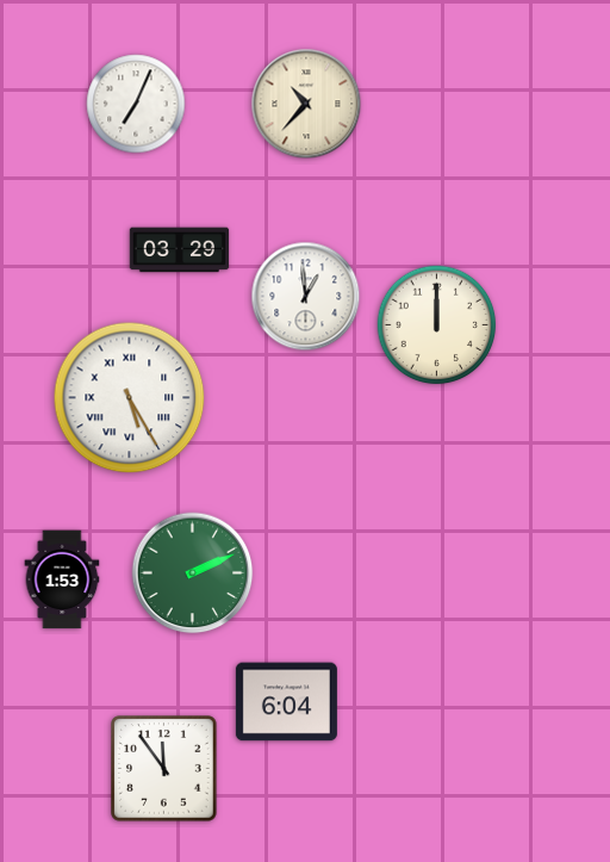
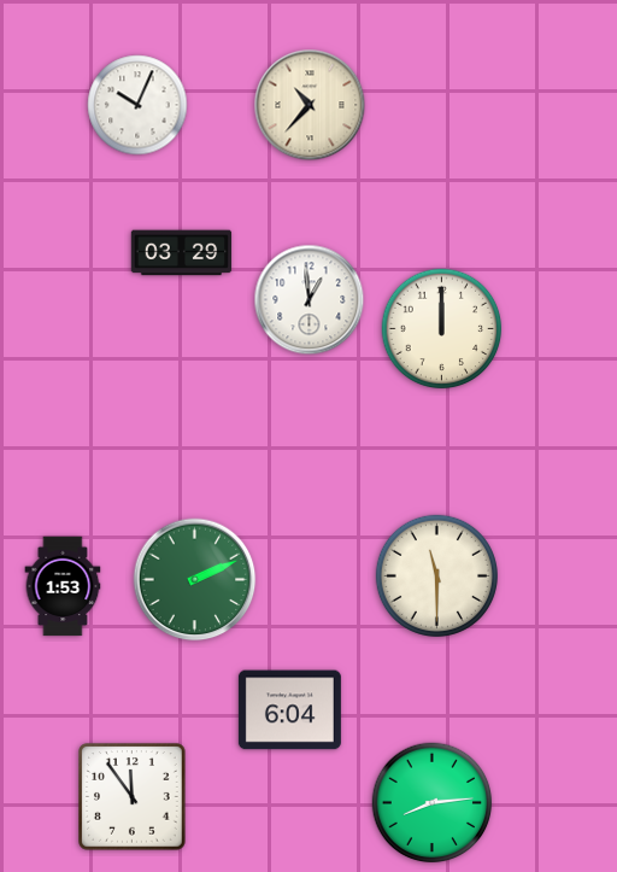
clock at (136, 104): 7:04 -> 10:04
clock at (130, 398): 5:25 -> none
clock at (436, 575): none -> 11:30
clock at (164, 769) position: (164, 769) -> (133, 797)
clock at (433, 803): none -> 8:14
